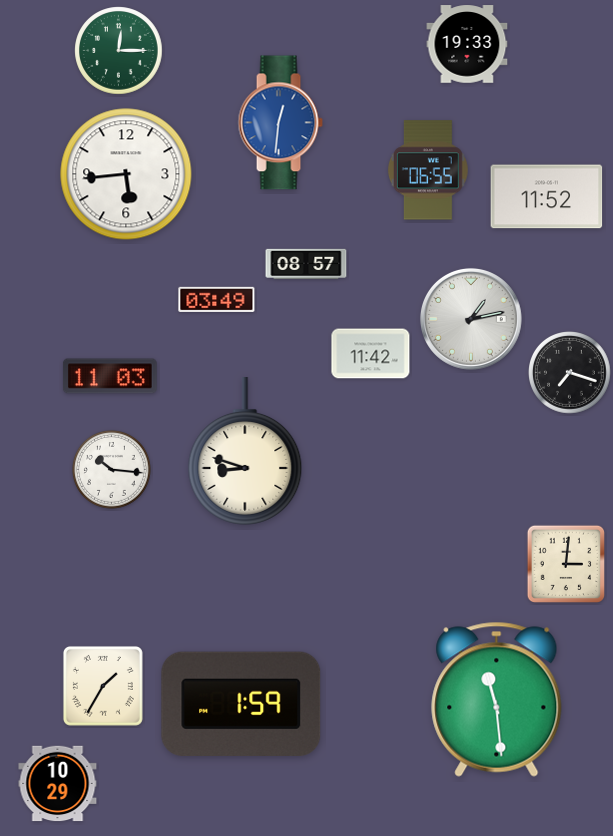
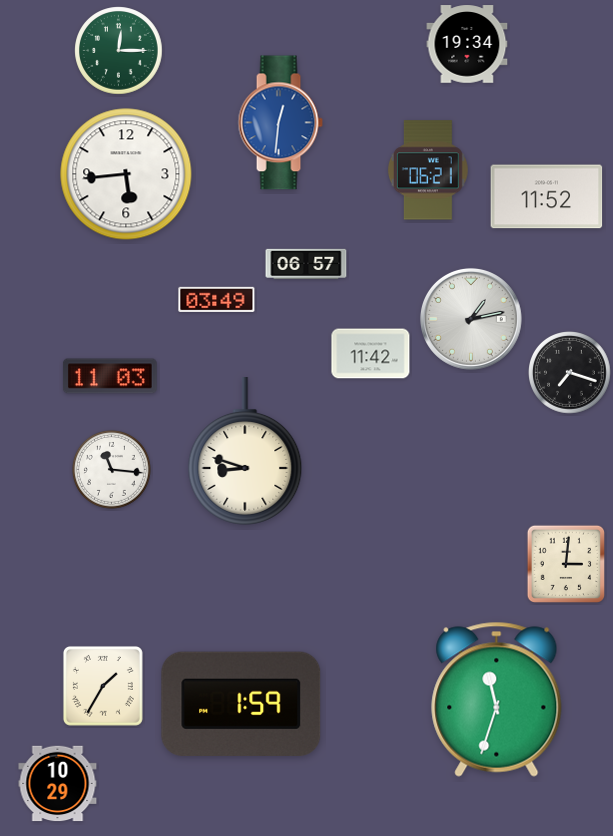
clock at (467, 44): 19:33 -> 19:34
clock at (428, 170): 06:55 -> 06:21
clock at (306, 264): 08:57 -> 06:57
clock at (111, 469): 10:16 -> 11:16
clock at (497, 699): 11:29 -> 11:33
